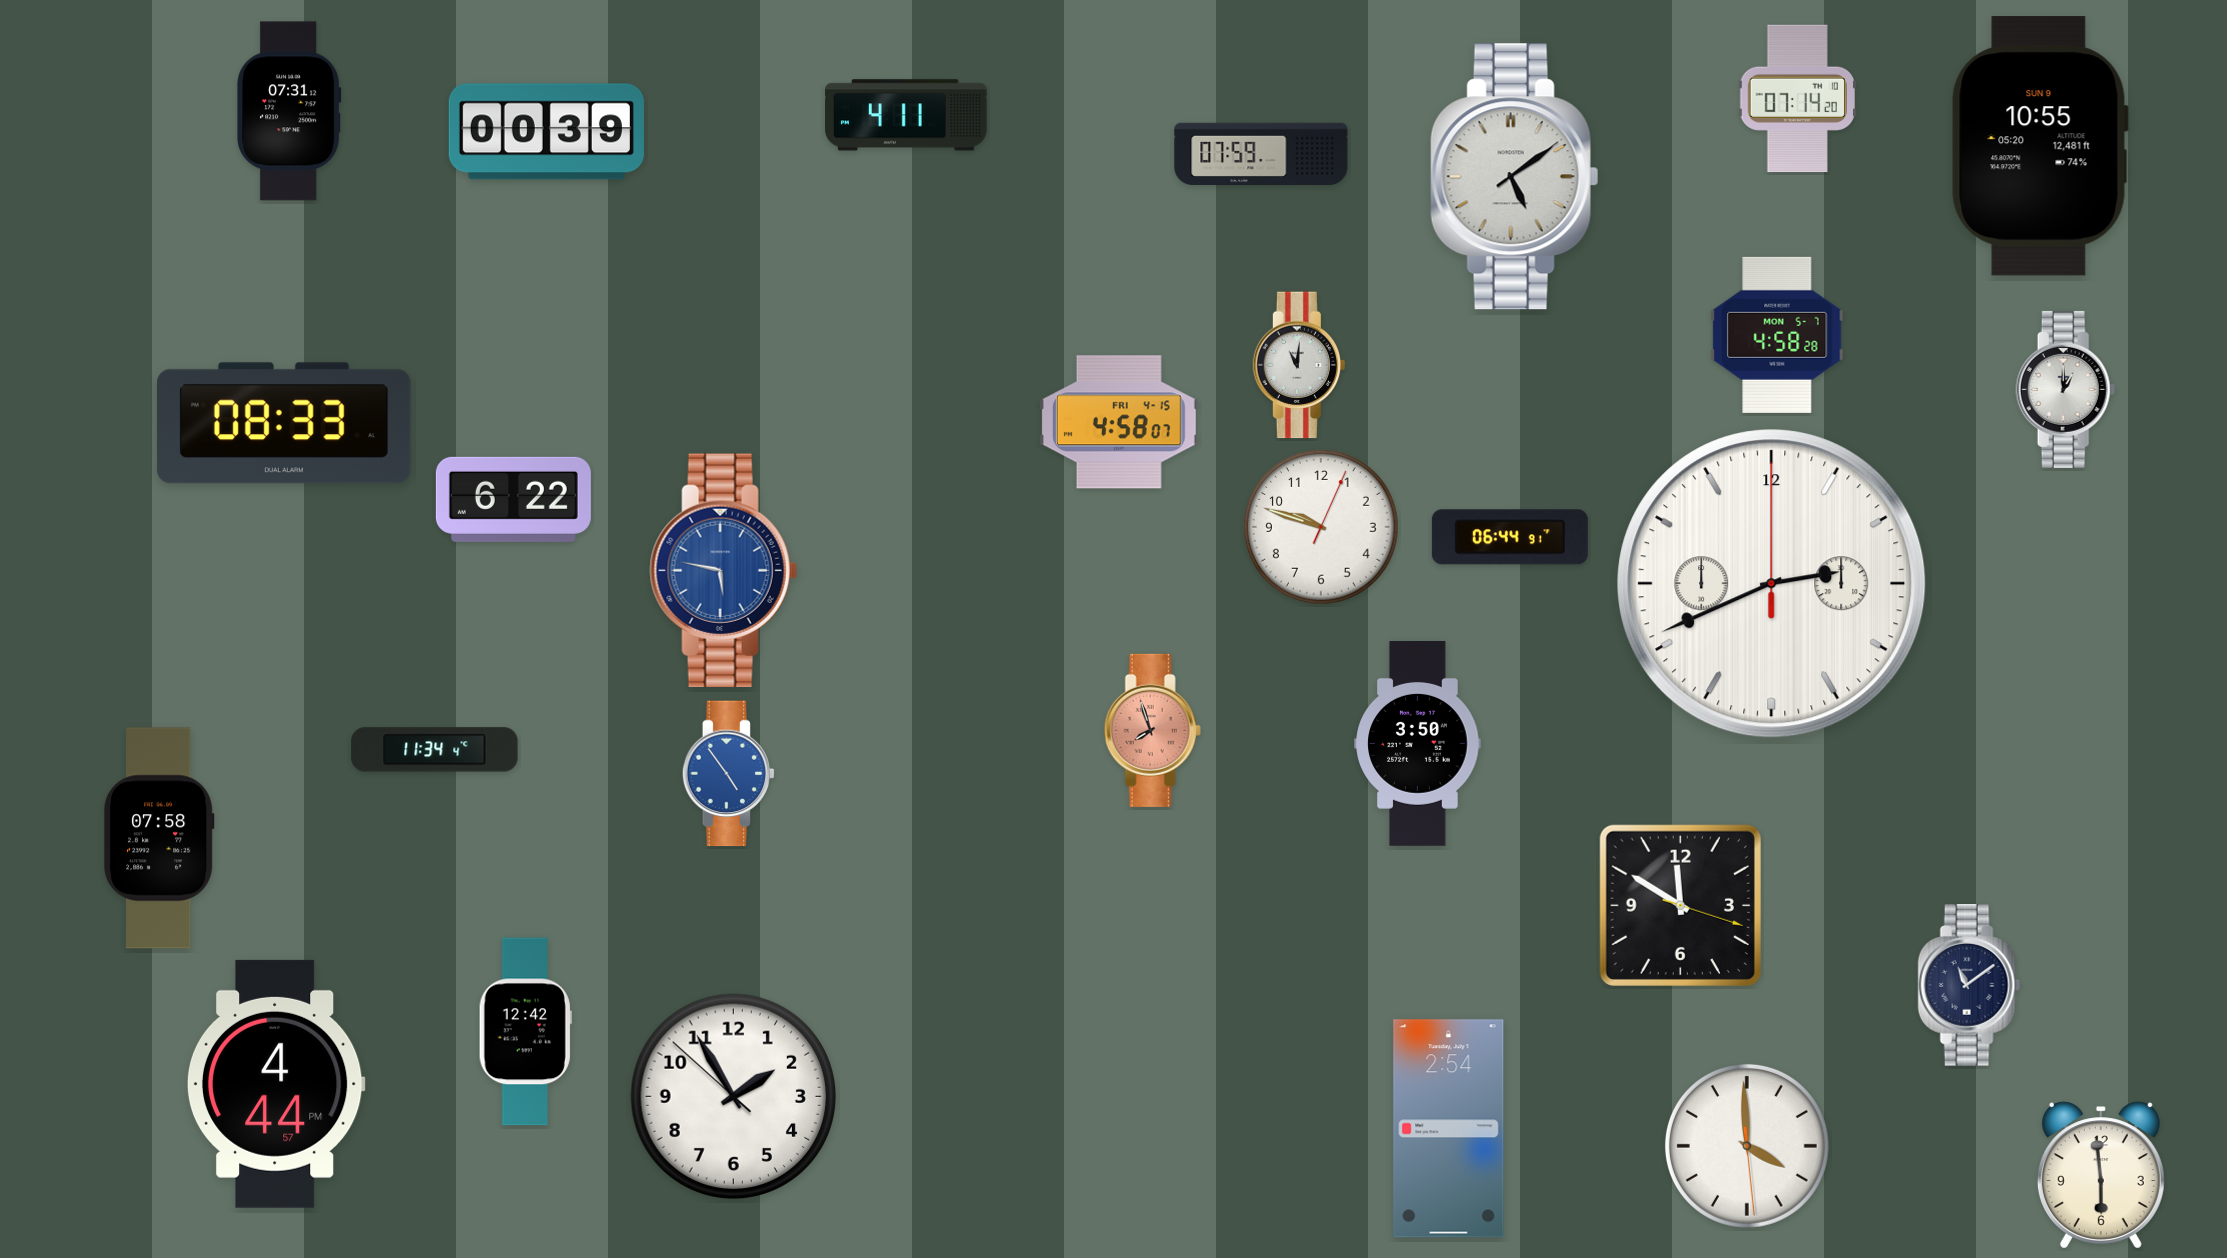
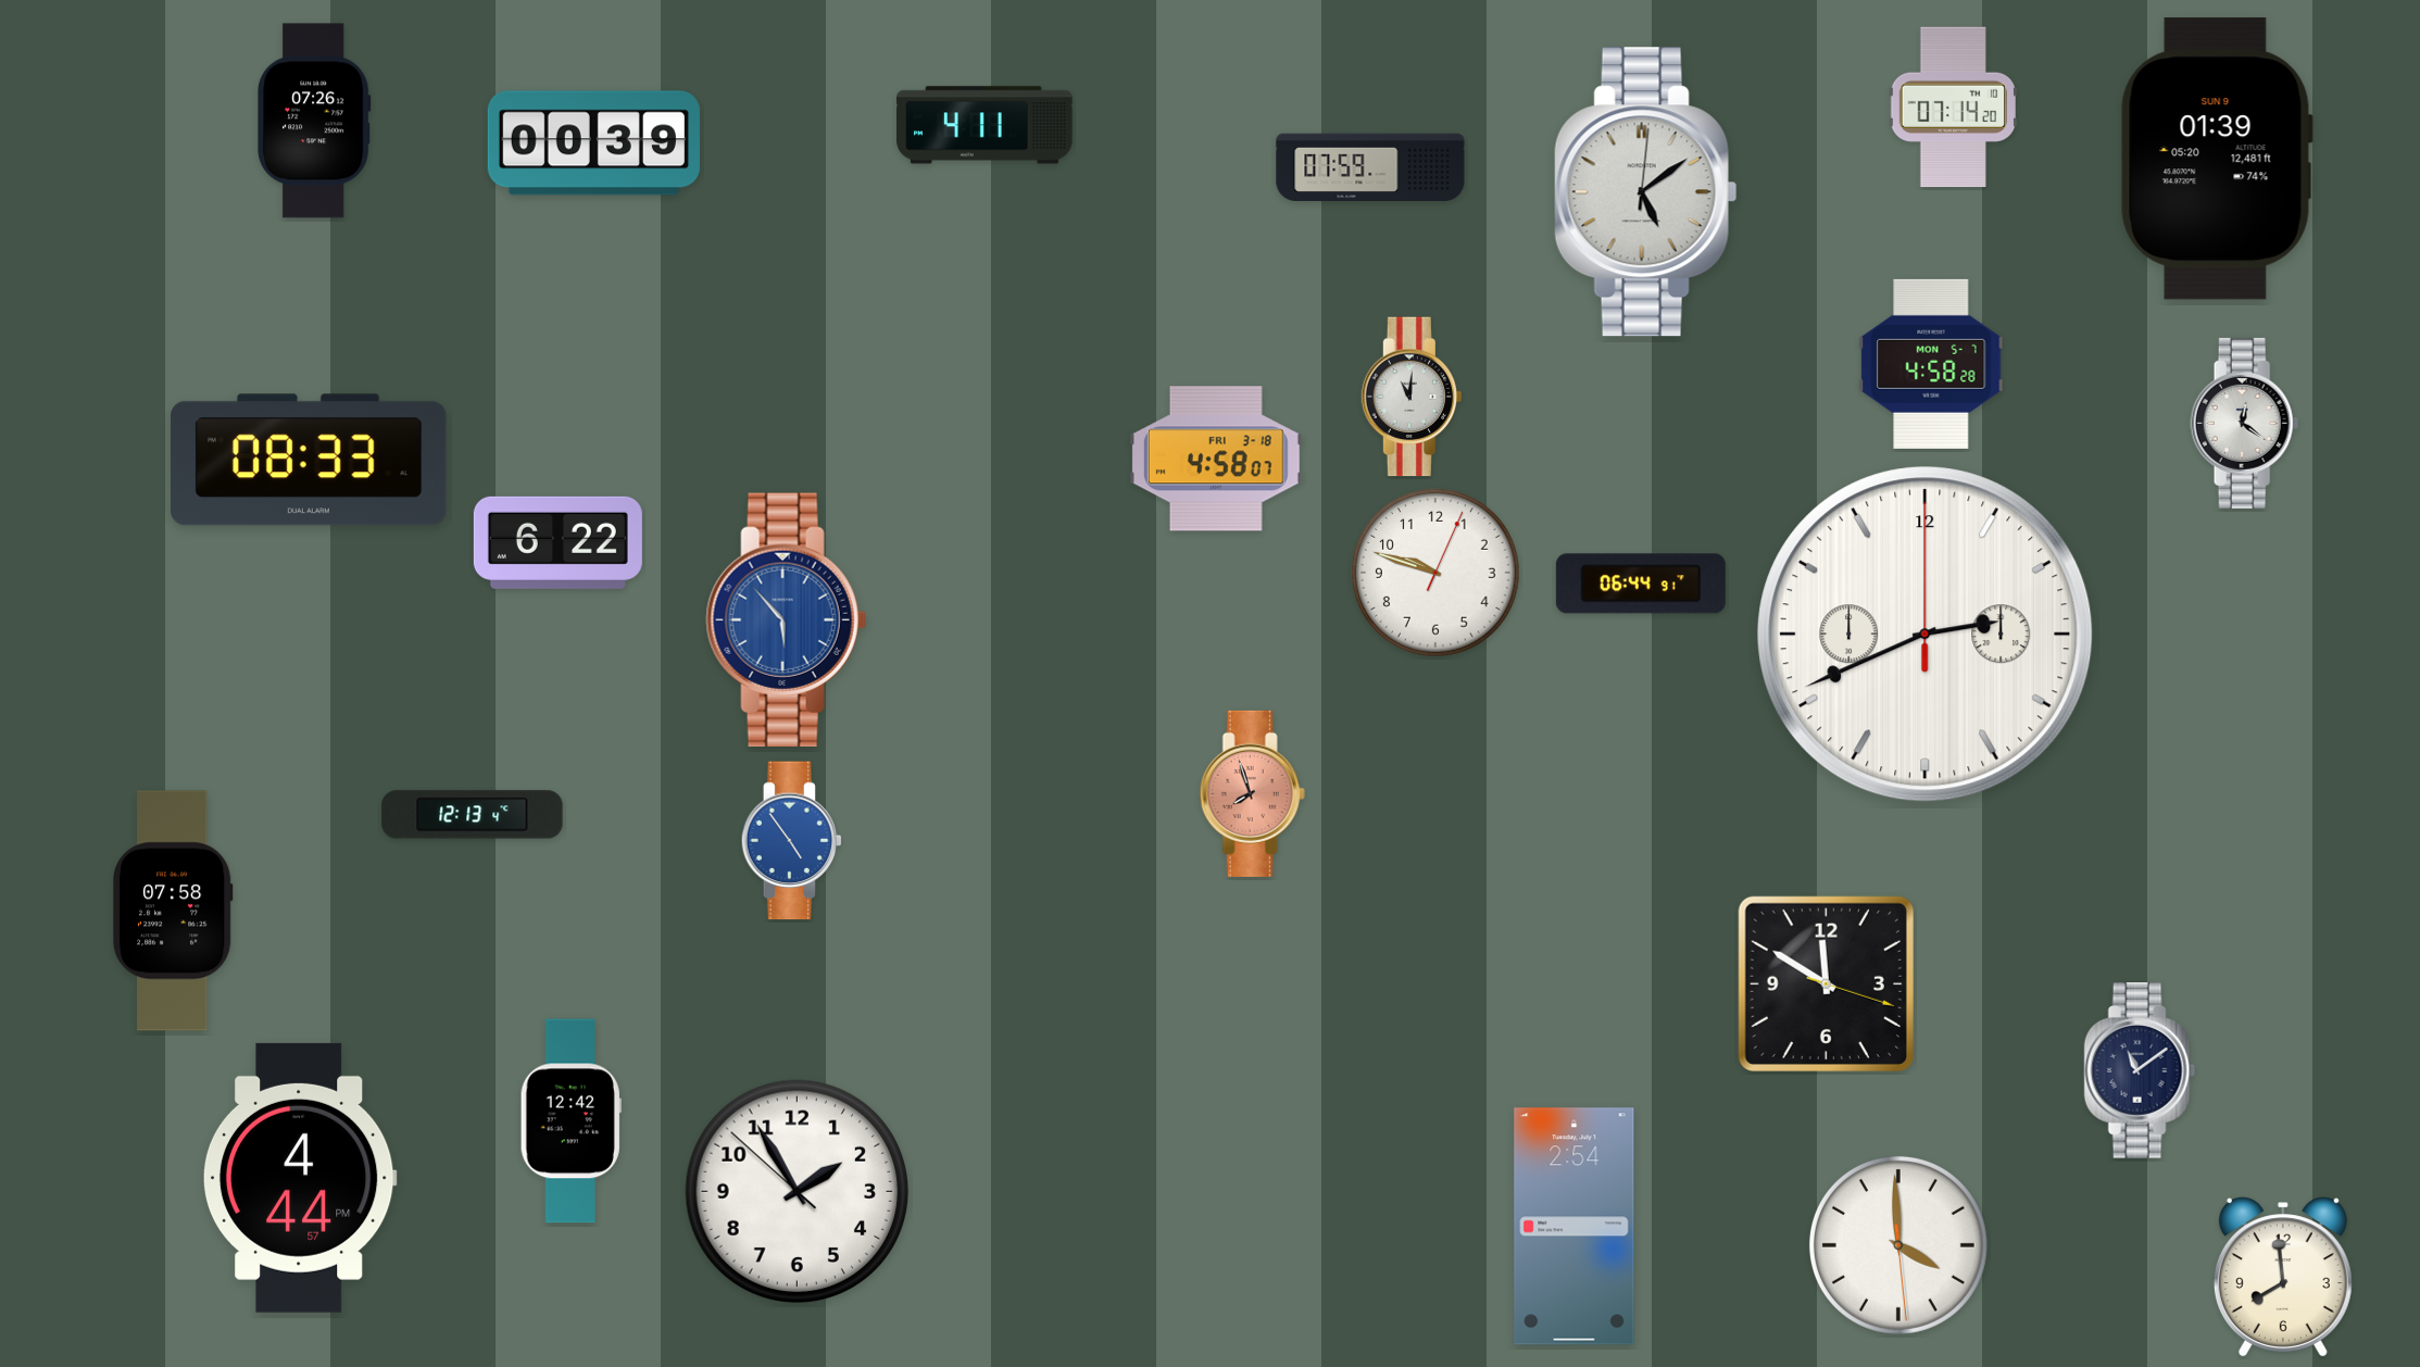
clock at (289, 111): 07:31 -> 07:26
clock at (2040, 146): 10:55 -> 01:39
clock at (1514, 177): 5:09:09 -> 5:09:01
clock at (2066, 389): 1:00 -> 12:21
clock at (1119, 422) date: FRI 4-15 -> FRI 3-18
clock at (723, 570): 5:47 -> 5:53
clock at (1418, 744): 3:50 -> none
clock at (435, 750): 11:34 -> 12:13
clock at (2101, 1175): 5:59 -> 7:59
